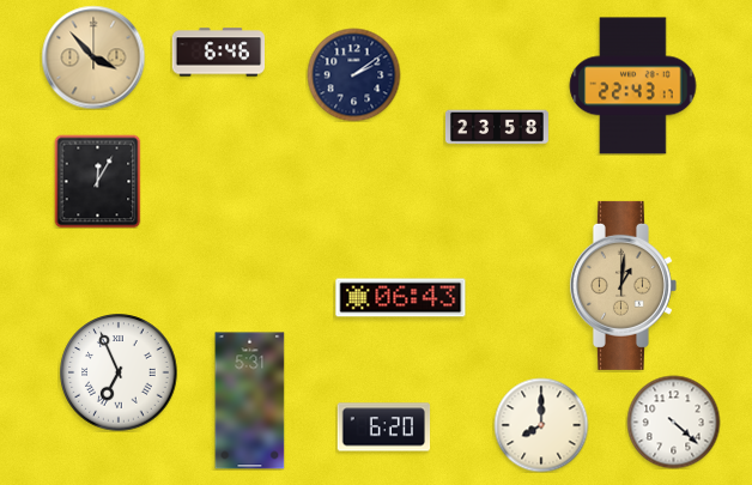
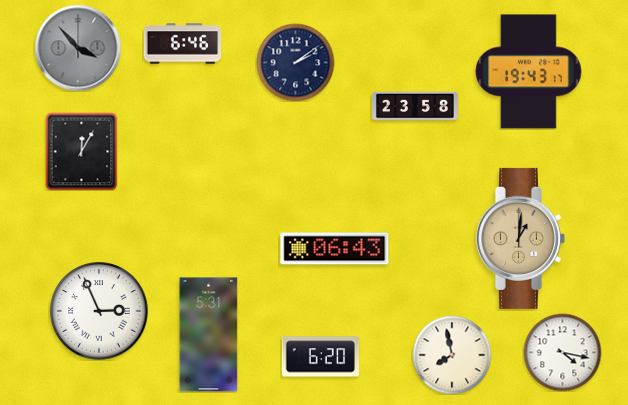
clock at (93, 57) dial: champagne -> grey
clock at (633, 86): 22:43 -> 19:43
clock at (119, 372): 6:56 -> 2:56
clock at (673, 422): 4:22 -> 4:17
clock at (541, 425): 8:00 -> 7:58
